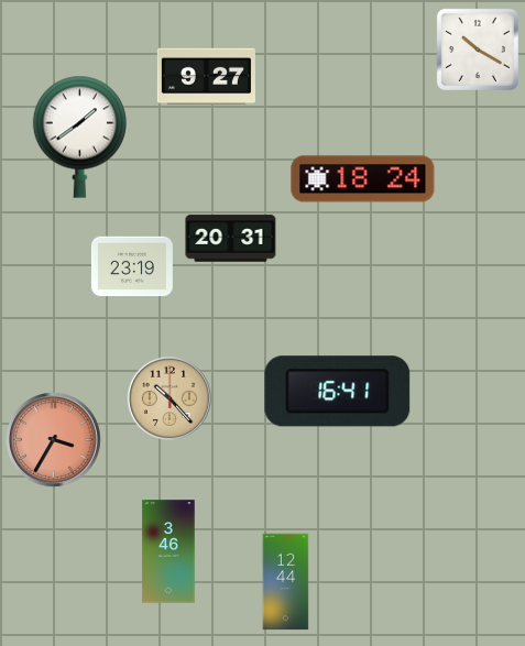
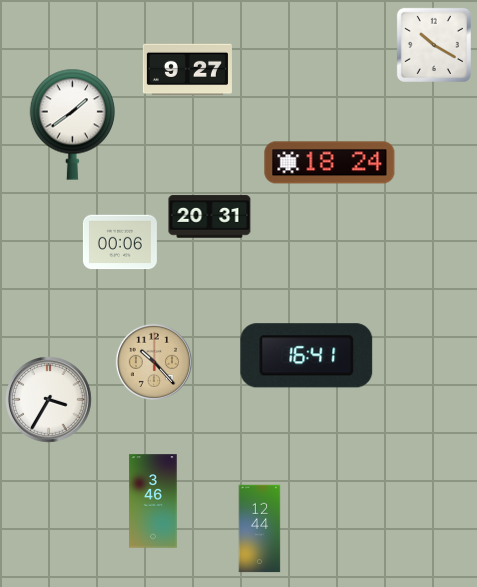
clock at (132, 266): 23:19 -> 00:06
clock at (54, 440) dial: salmon -> white
